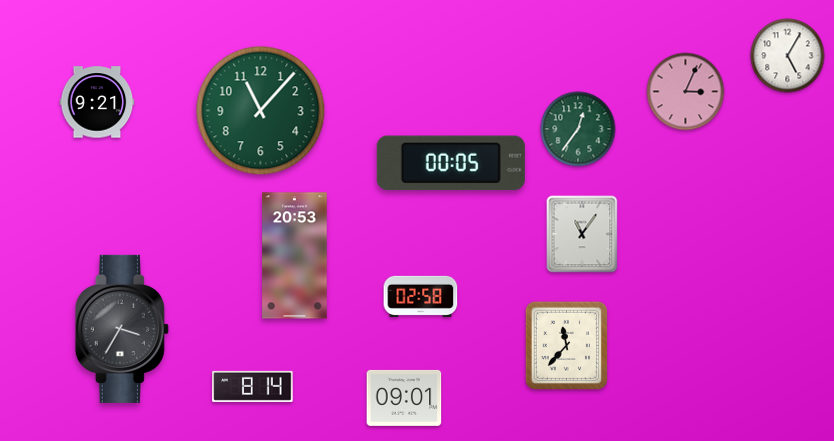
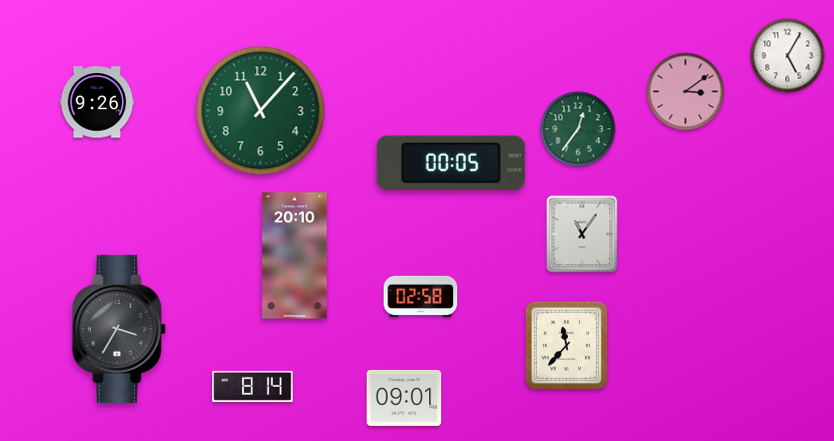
clock at (686, 92): 3:04 -> 3:09
clock at (97, 102): 9:21 -> 9:26
clock at (295, 256): 20:53 -> 20:10
clock at (122, 329) position: (122, 329) -> (119, 329)
